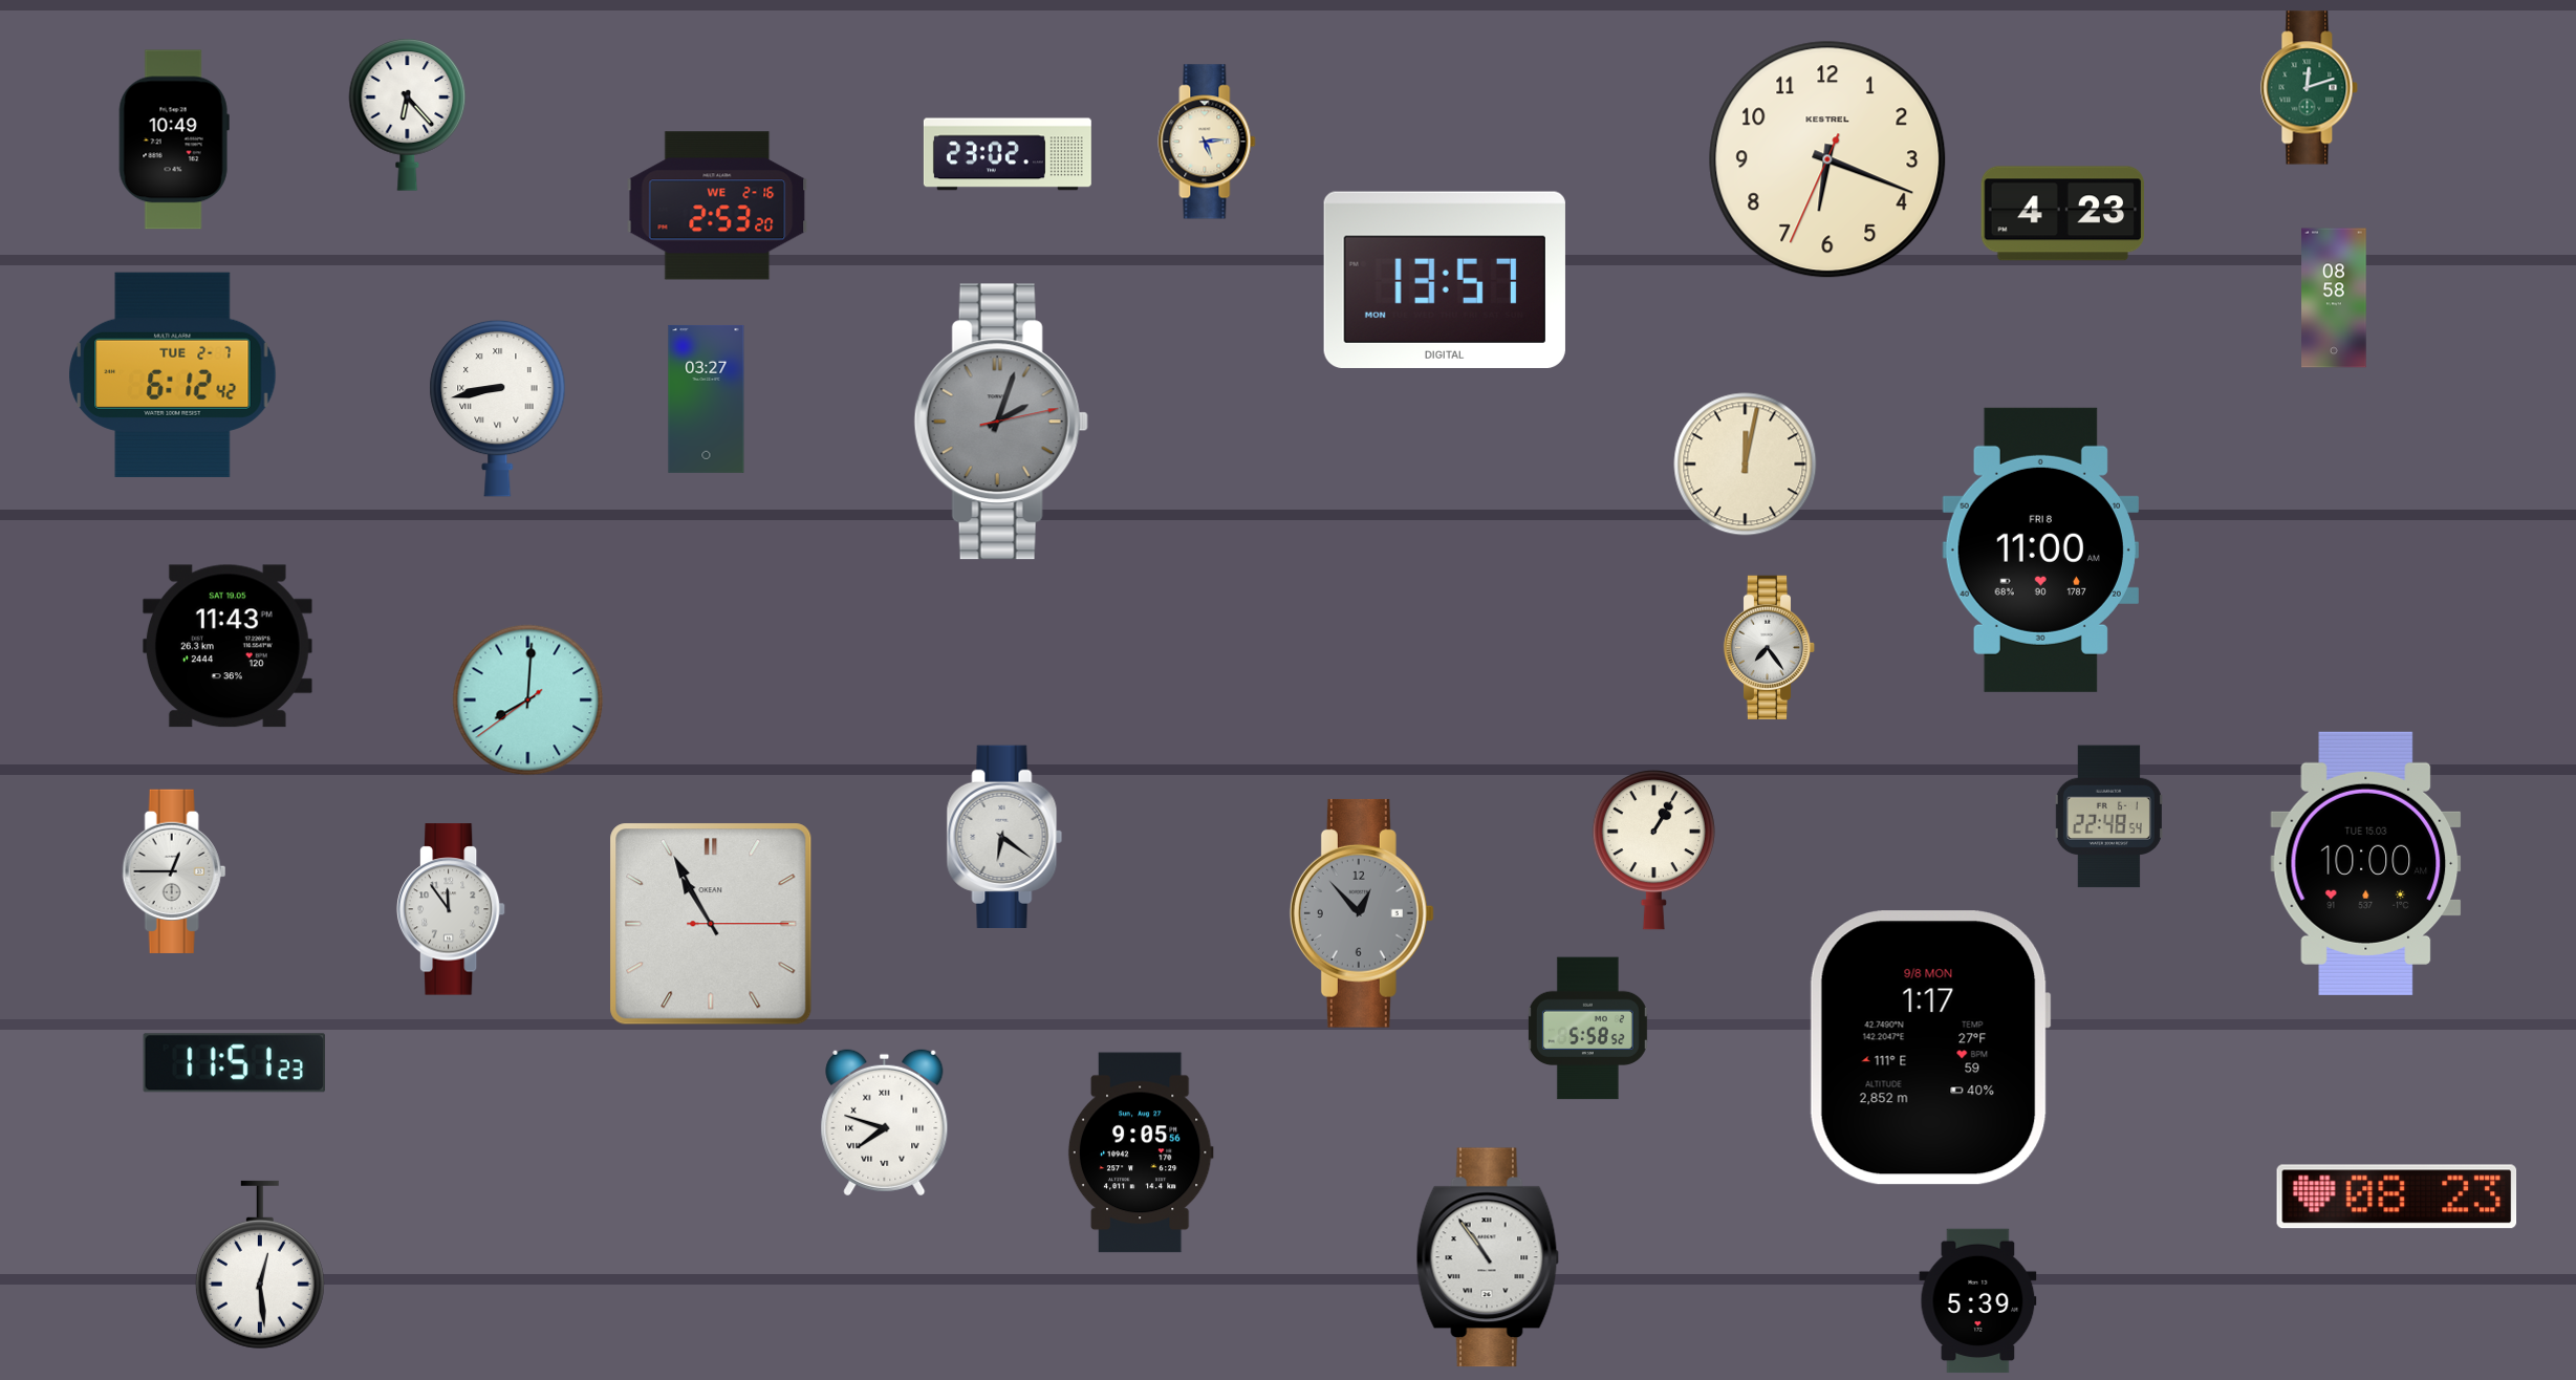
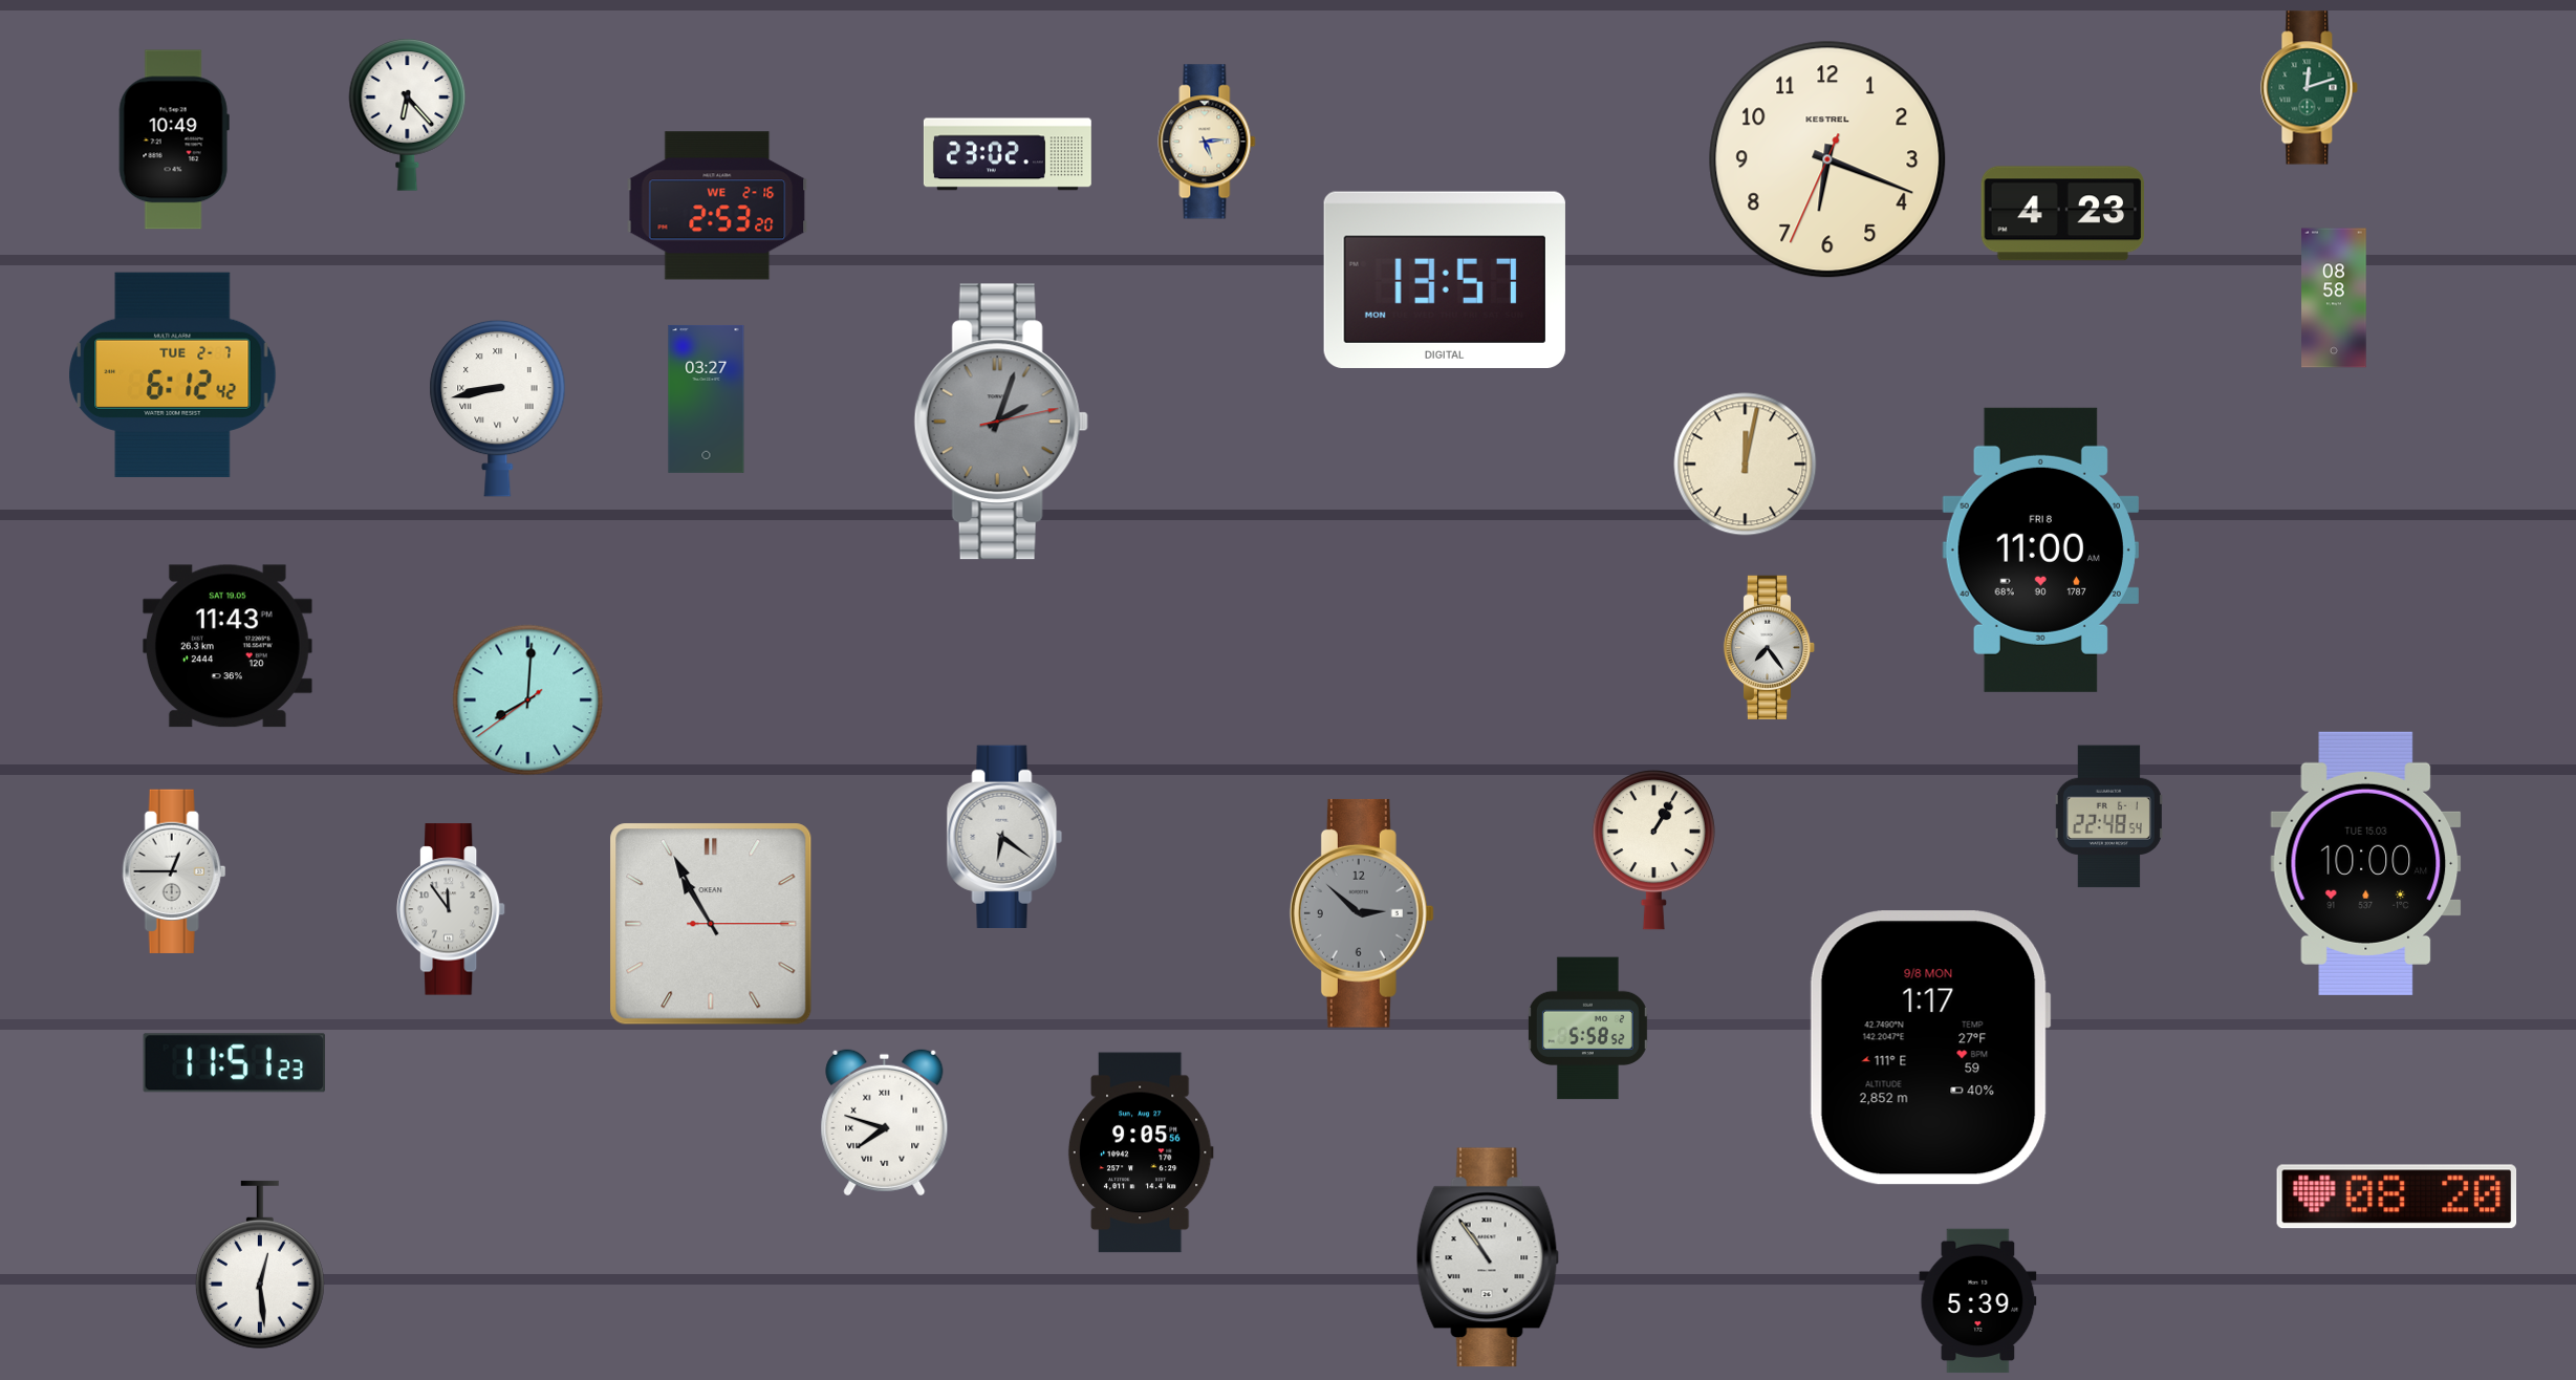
clock at (1362, 913): 12:53 -> 2:52
clock at (2397, 1196): 08:23 -> 08:20
